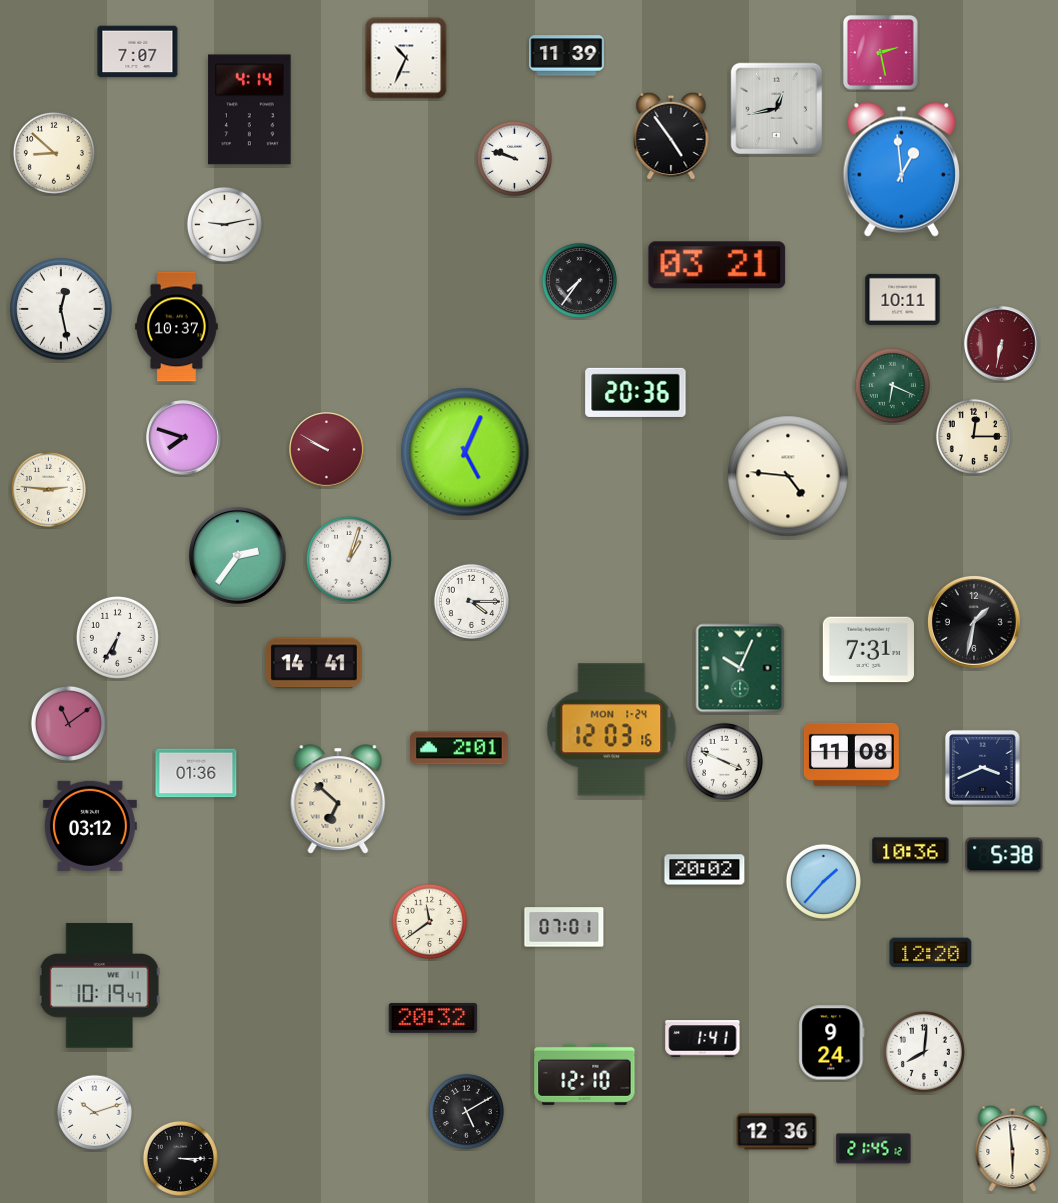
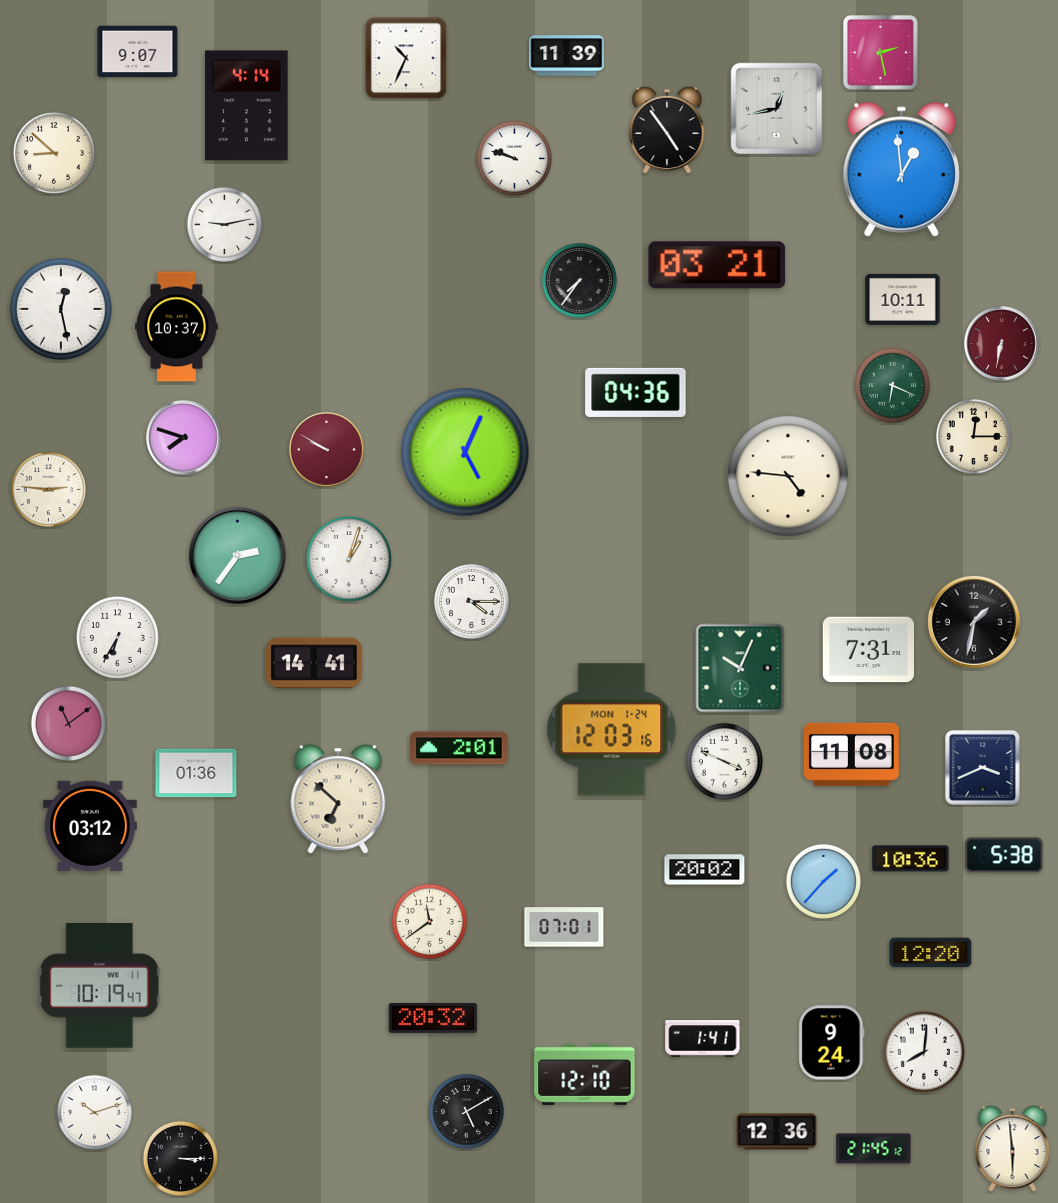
clock at (138, 52): 7:07 -> 9:07
clock at (250, 110) position: (250, 110) -> (247, 106)
clock at (671, 136) position: (671, 136) -> (667, 130)
clock at (636, 392): 20:36 -> 04:36
clock at (911, 851) position: (911, 851) -> (911, 859)
